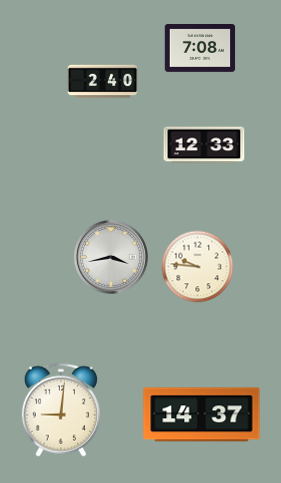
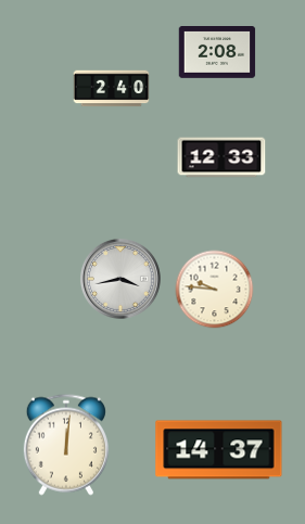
clock at (200, 49): 7:08 -> 2:08
clock at (61, 410): 9:01 -> 12:01
